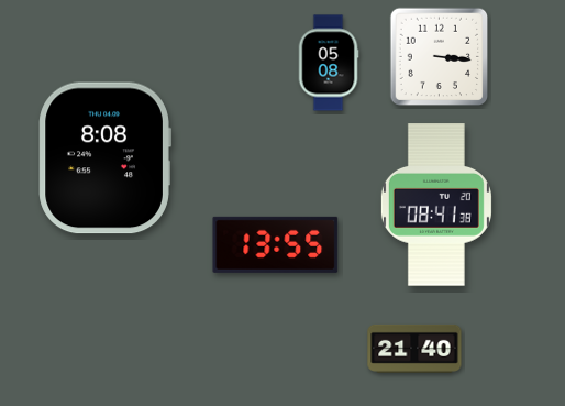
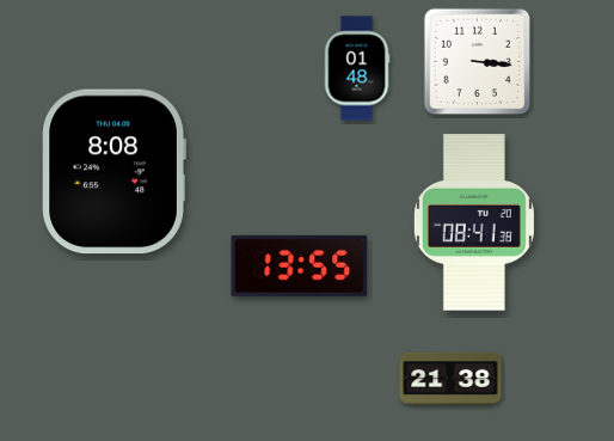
clock at (329, 63): 05:08 -> 01:48
clock at (414, 349): 21:40 -> 21:38
